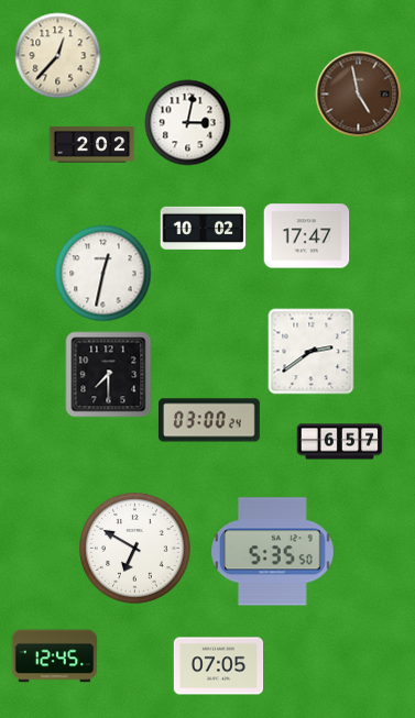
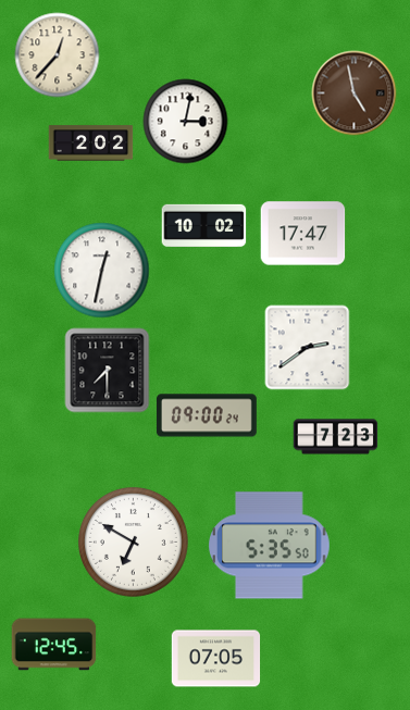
clock at (203, 228) position: (203, 228) -> (203, 225)
clock at (209, 420): 03:00 -> 09:00
clock at (339, 442): 6:57 -> 7:23
clock at (54, 656) position: (54, 656) -> (53, 645)
